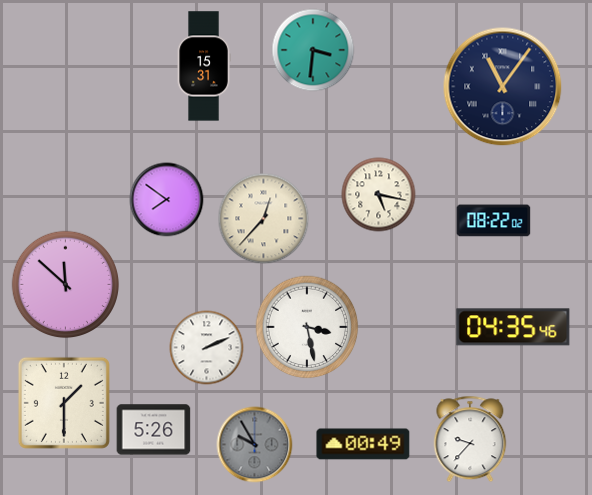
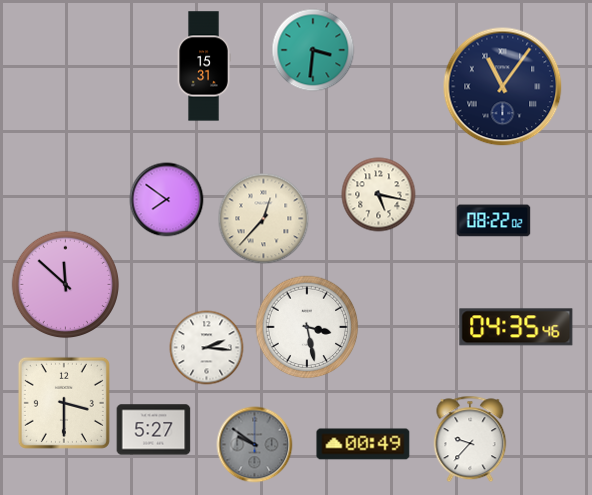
clock at (513, 327) position: (513, 327) -> (516, 327)
clock at (207, 348): 2:11 -> 2:16
clock at (64, 403): 1:30 -> 3:30
clock at (154, 430): 5:26 -> 5:27
clock at (255, 445): 9:55 -> 9:51
